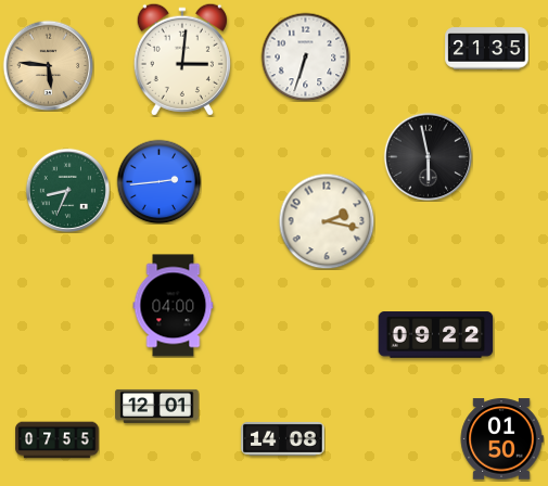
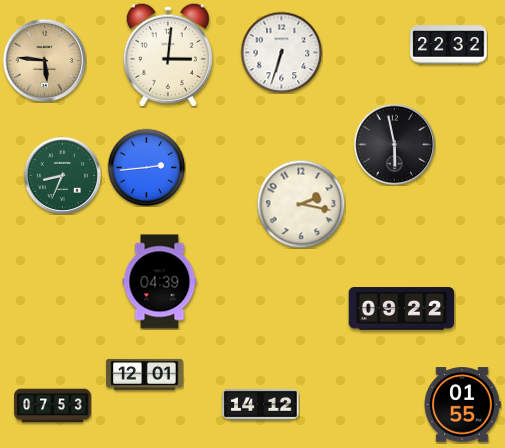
clock at (487, 49): 21:35 -> 22:32
clock at (174, 306): 04:00 -> 04:39
clock at (283, 438): 14:08 -> 14:12
clock at (501, 439): 01:50 -> 01:55
clock at (58, 440): 07:55 -> 07:53
